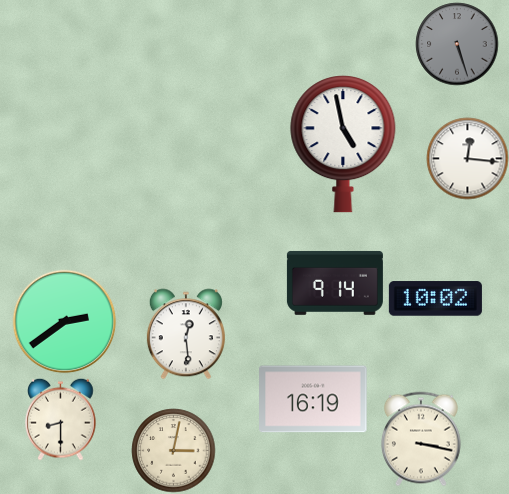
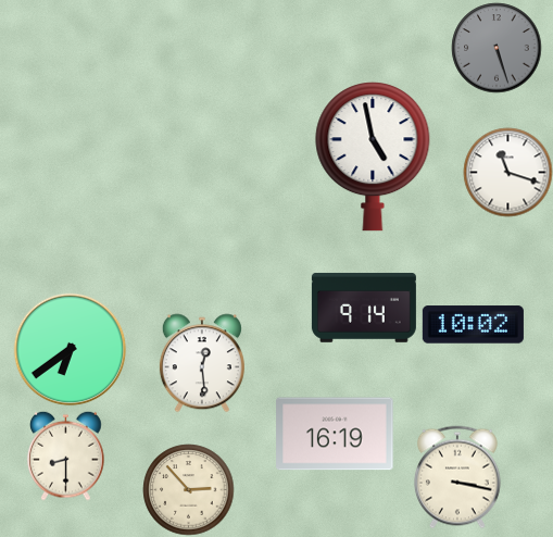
clock at (467, 158): 12:16 -> 11:18
clock at (64, 321): 2:39 -> 6:39
clock at (313, 399) position: (313, 399) -> (335, 434)
clock at (173, 450): 3:02 -> 2:53
